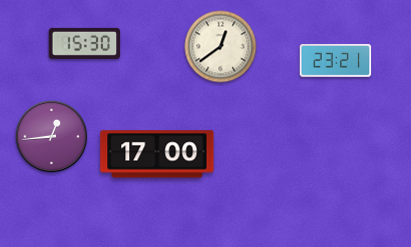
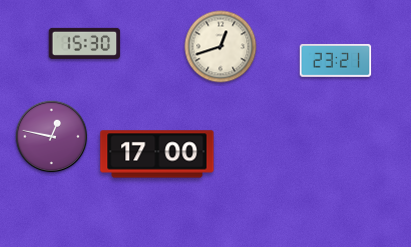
clock at (221, 47): 12:39 -> 12:42
clock at (52, 137): 12:44 -> 12:47
